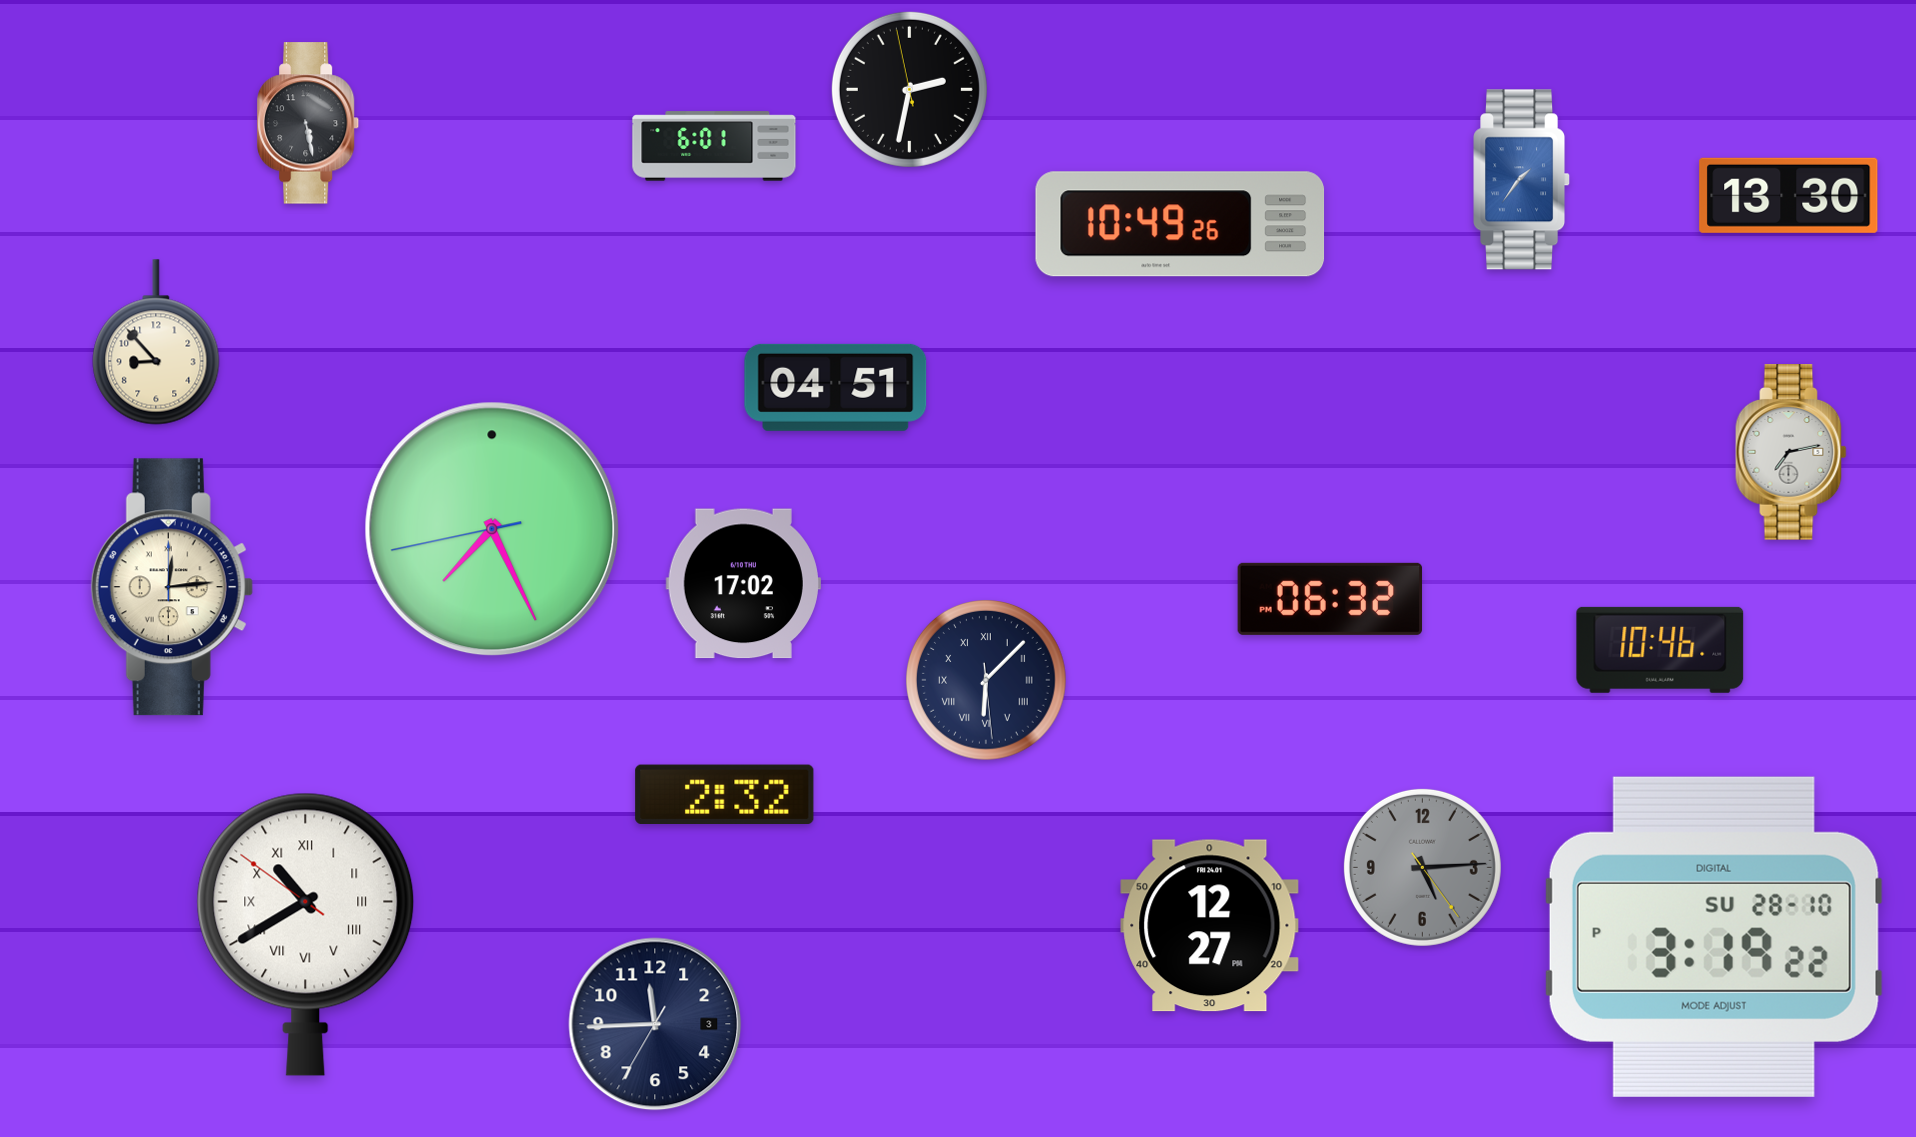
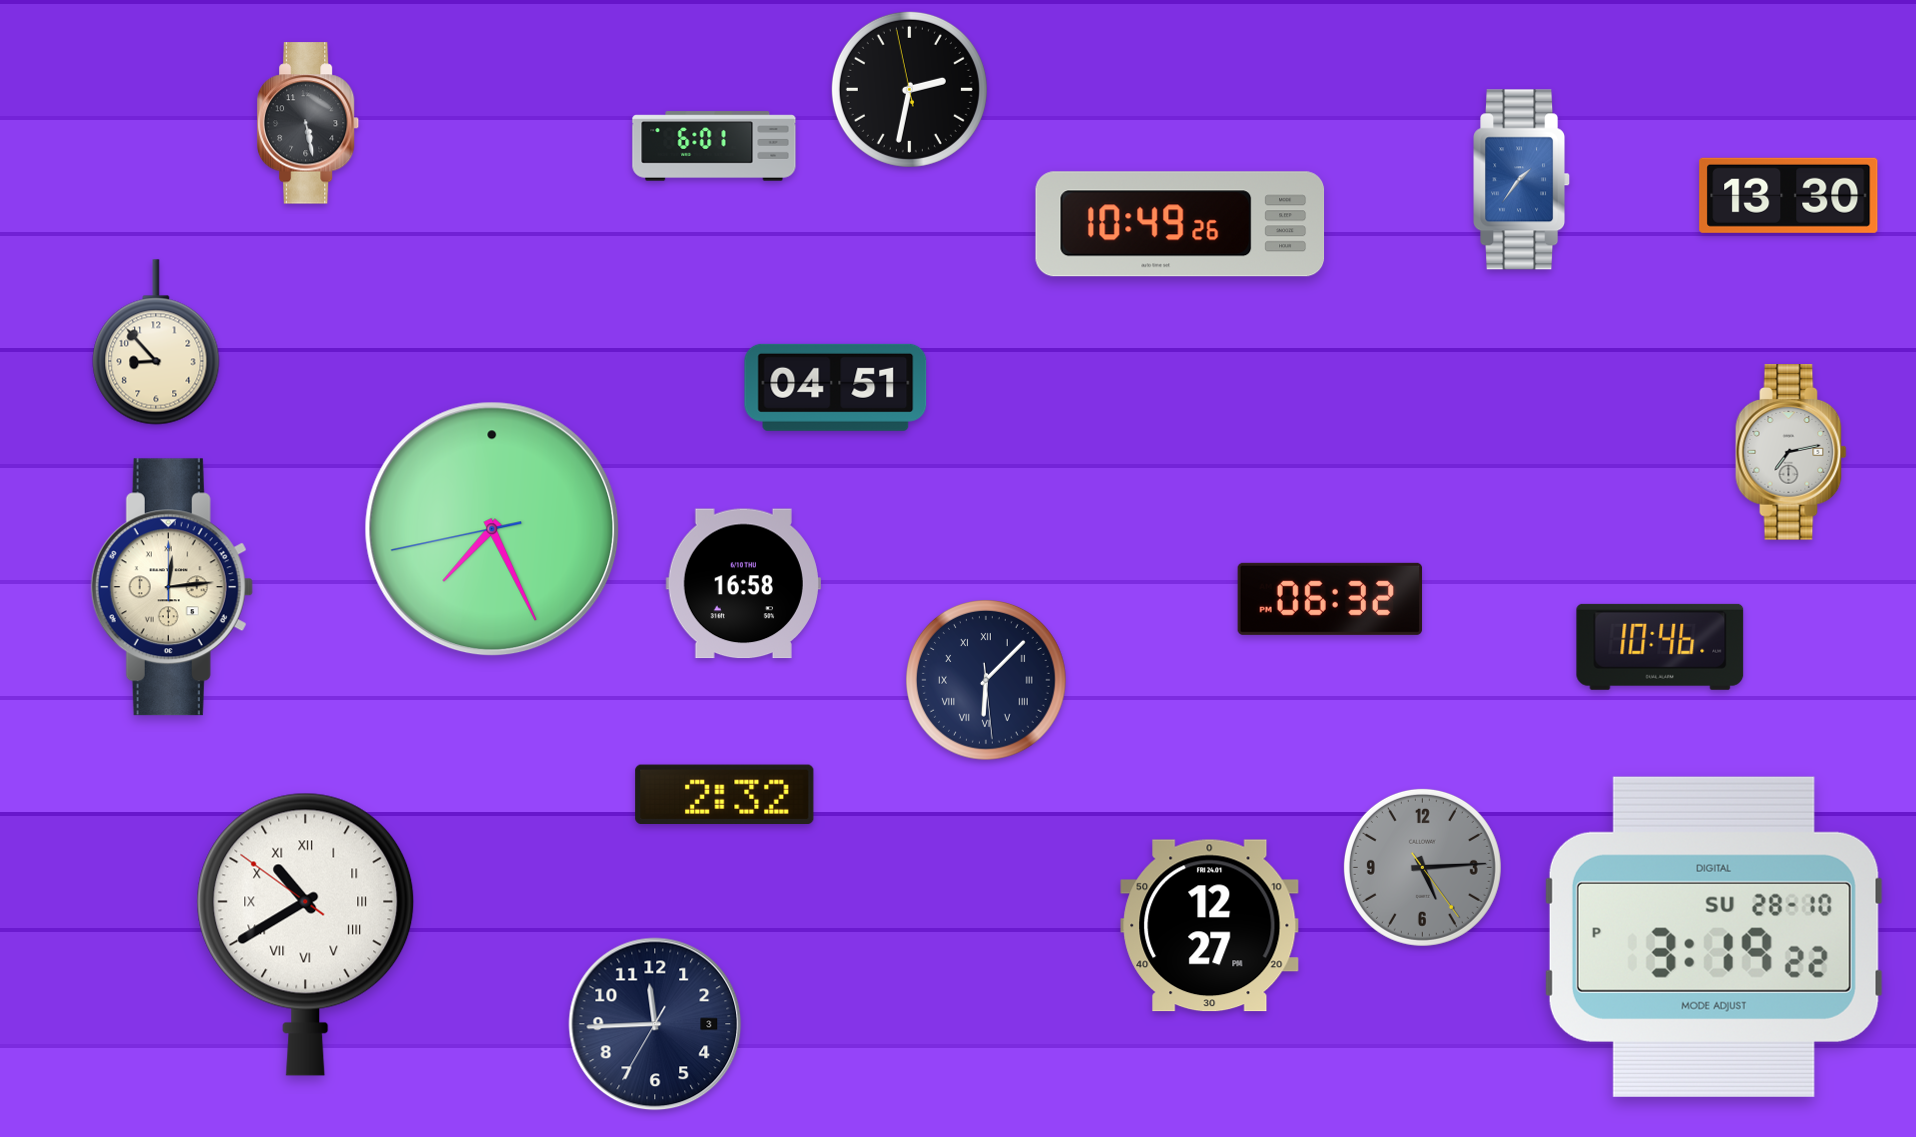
clock at (743, 584): 17:02 -> 16:58
clock at (1660, 650) position: (1660, 650) -> (1660, 647)
